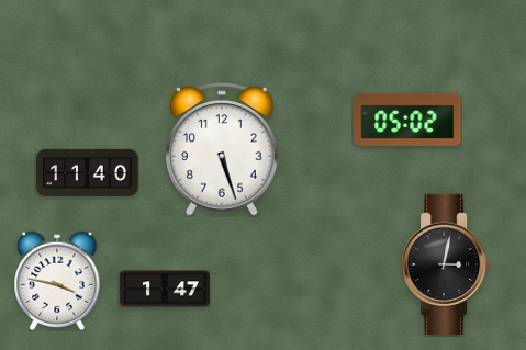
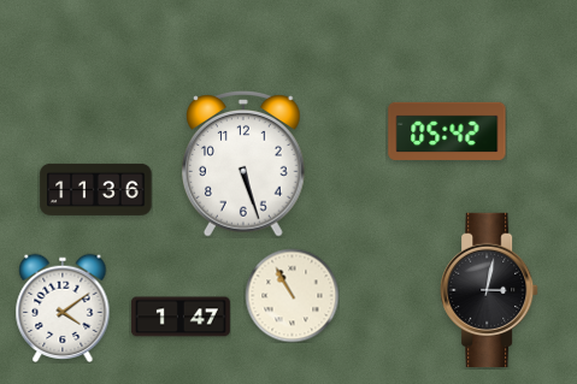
clock at (407, 120): 05:02 -> 05:42
clock at (88, 172): 11:40 -> 11:36
clock at (292, 295): none -> 10:55
clock at (57, 280): 3:47 -> 4:09
